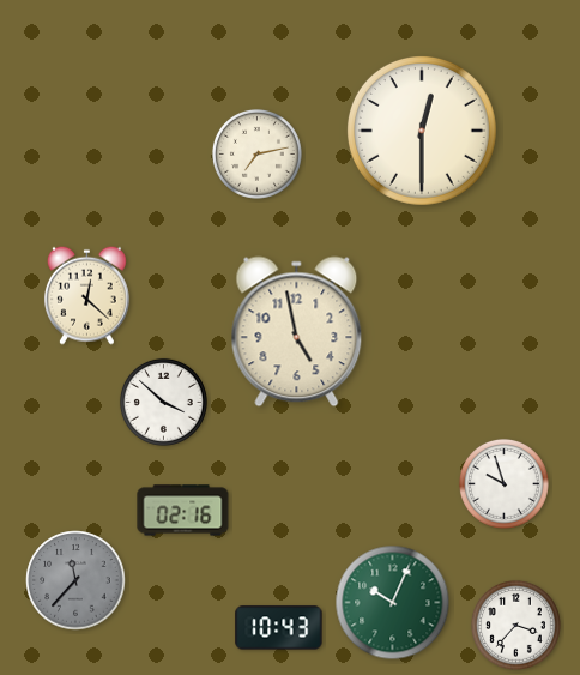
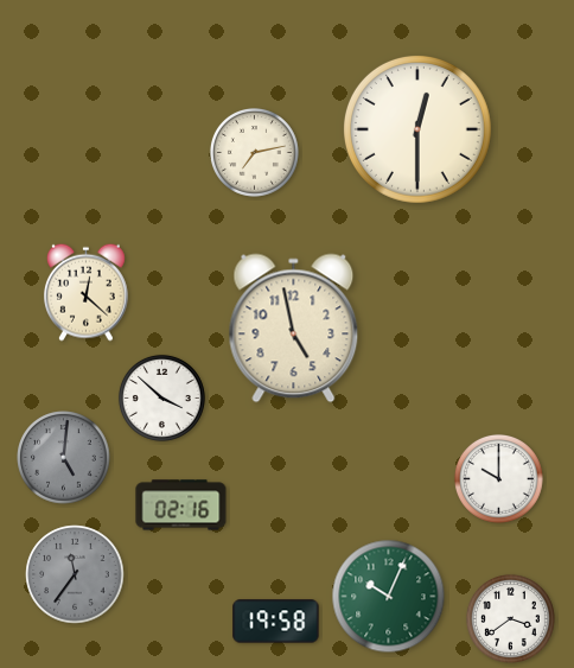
clock at (64, 458): none -> 5:01
clock at (503, 483): 9:57 -> 10:00
clock at (75, 580): 11:37 -> 11:36
clock at (515, 625): 3:37 -> 3:39
clock at (279, 628): 10:43 -> 19:58
